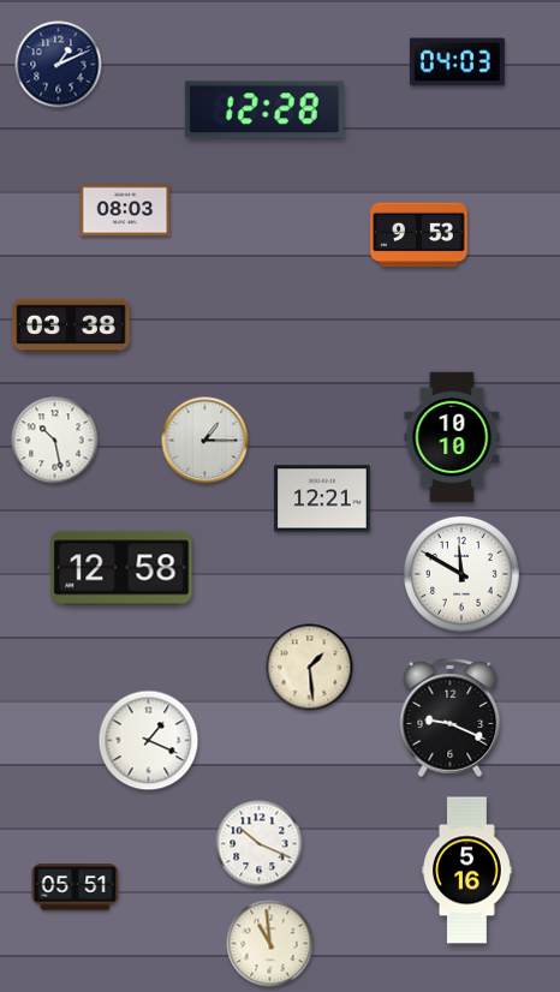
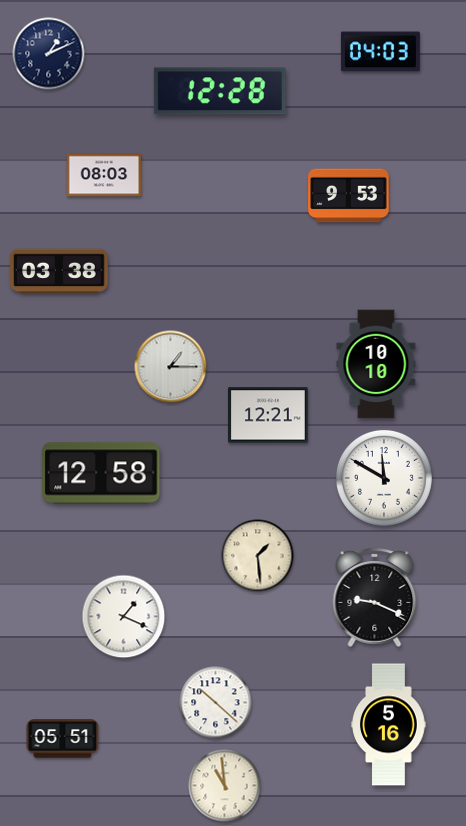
clock at (55, 441): 10:28 -> none
clock at (260, 844): 10:19 -> 10:22
